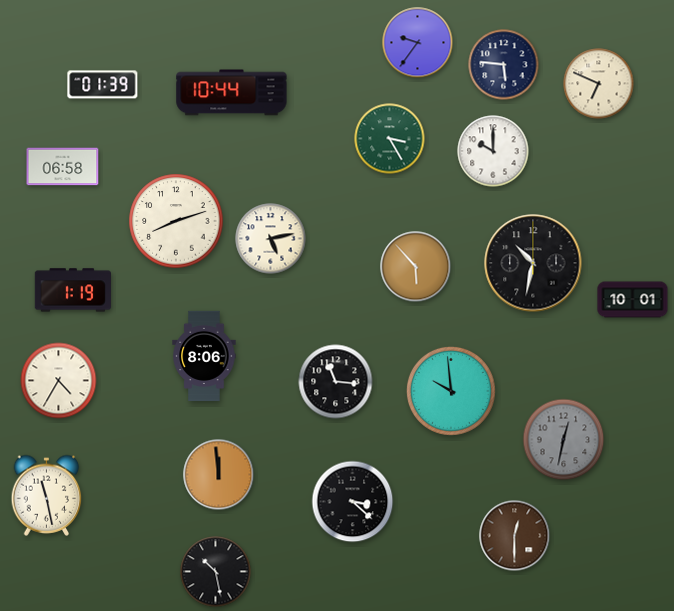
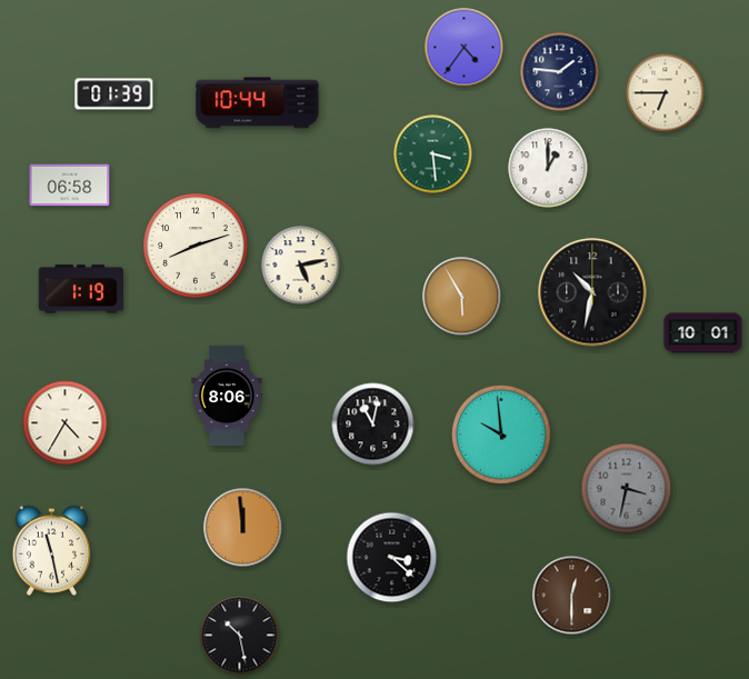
clock at (418, 43): 9:36 -> 4:36
clock at (504, 65): 5:46 -> 1:46
clock at (599, 84): 6:49 -> 6:45
clock at (390, 139): 3:25 -> 3:29
clock at (493, 151): 10:00 -> 1:00
clock at (416, 267): 5:53 -> 5:55
clock at (72, 290) position: (72, 290) -> (80, 289)
clock at (336, 382): 11:16 -> 11:02
clock at (564, 440): 12:32 -> 3:32
